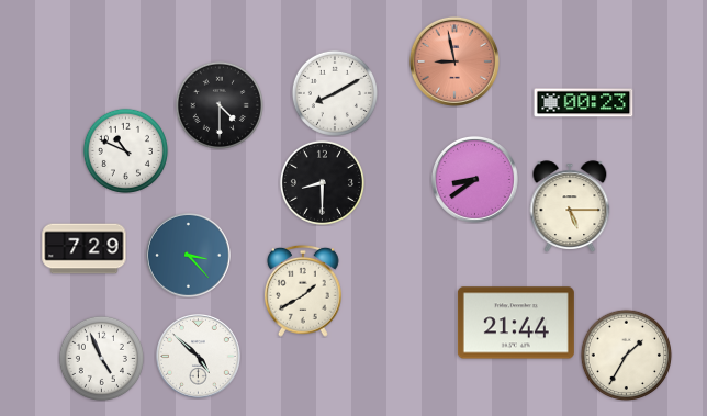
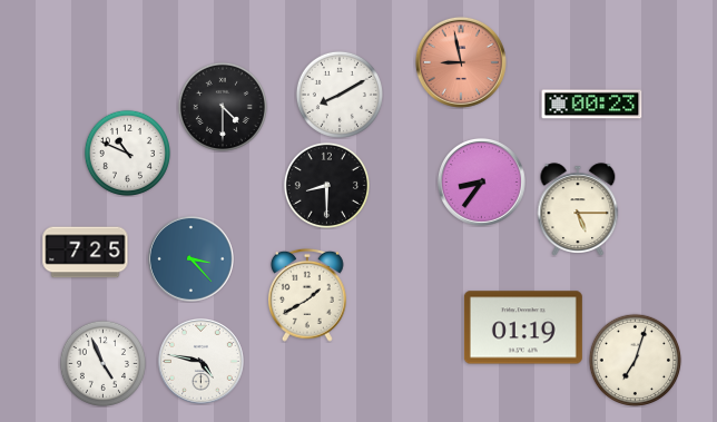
clock at (474, 179): 8:39 -> 8:36
clock at (85, 249): 7:29 -> 7:25
clock at (516, 323): 21:44 -> 01:19
clock at (626, 355): 1:35 -> 7:03
clock at (199, 357): 4:52 -> 4:47
